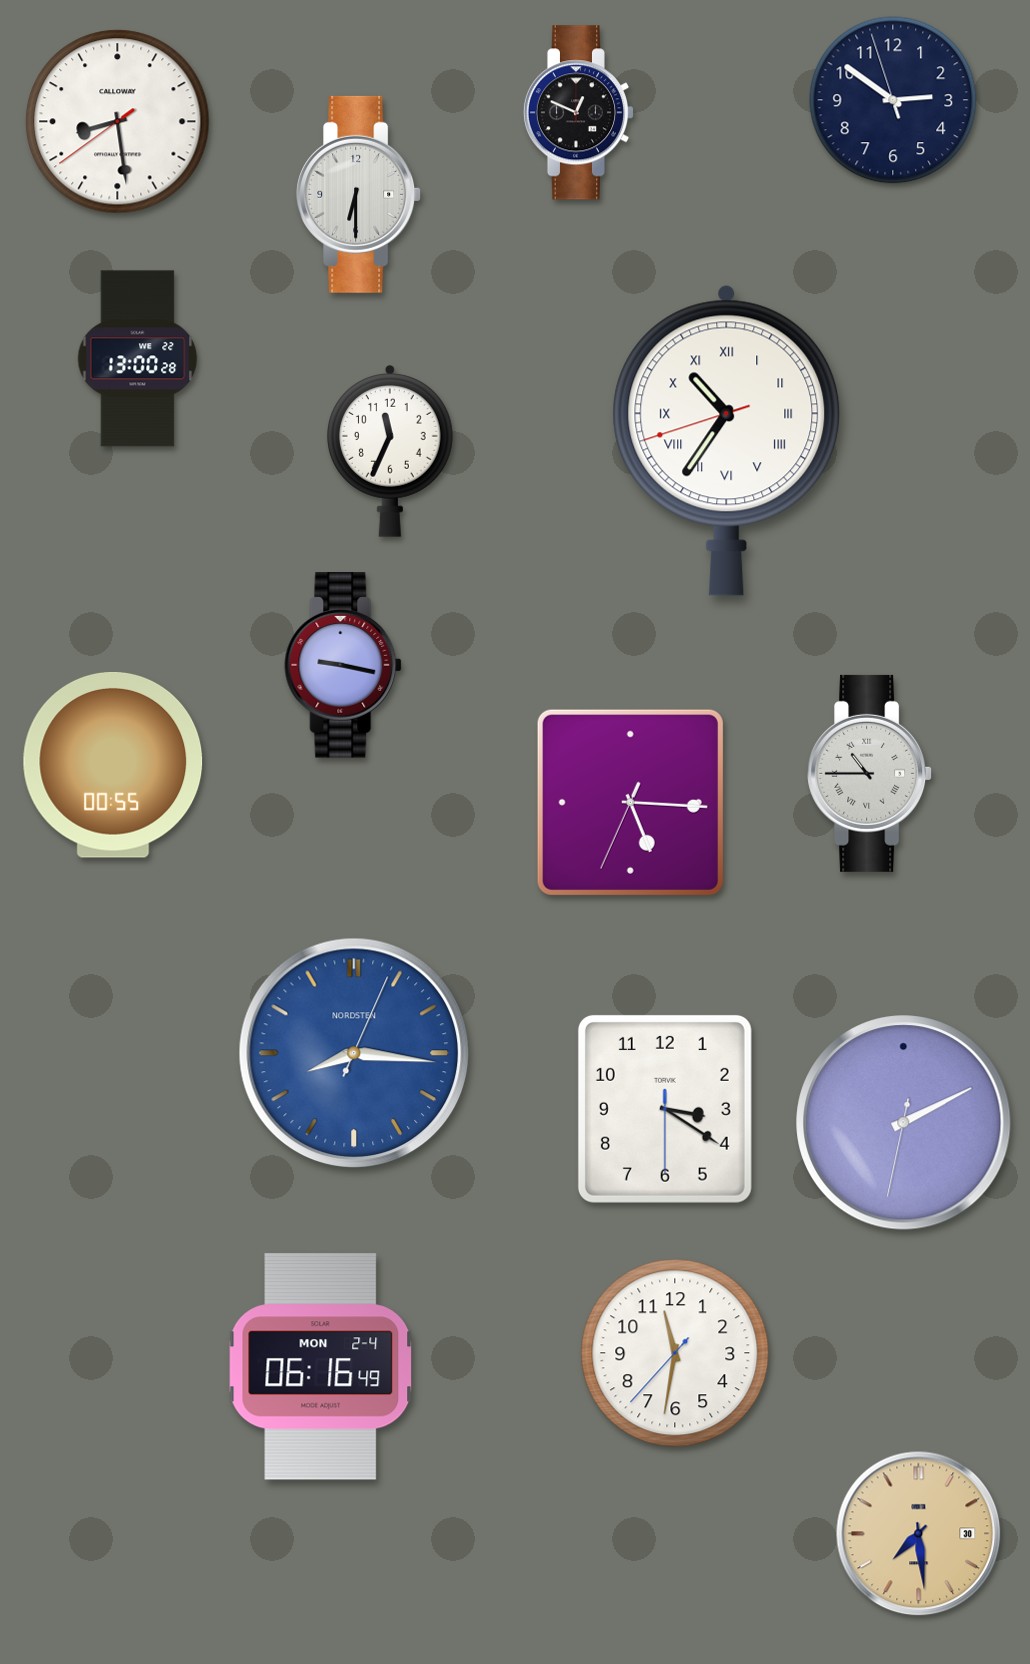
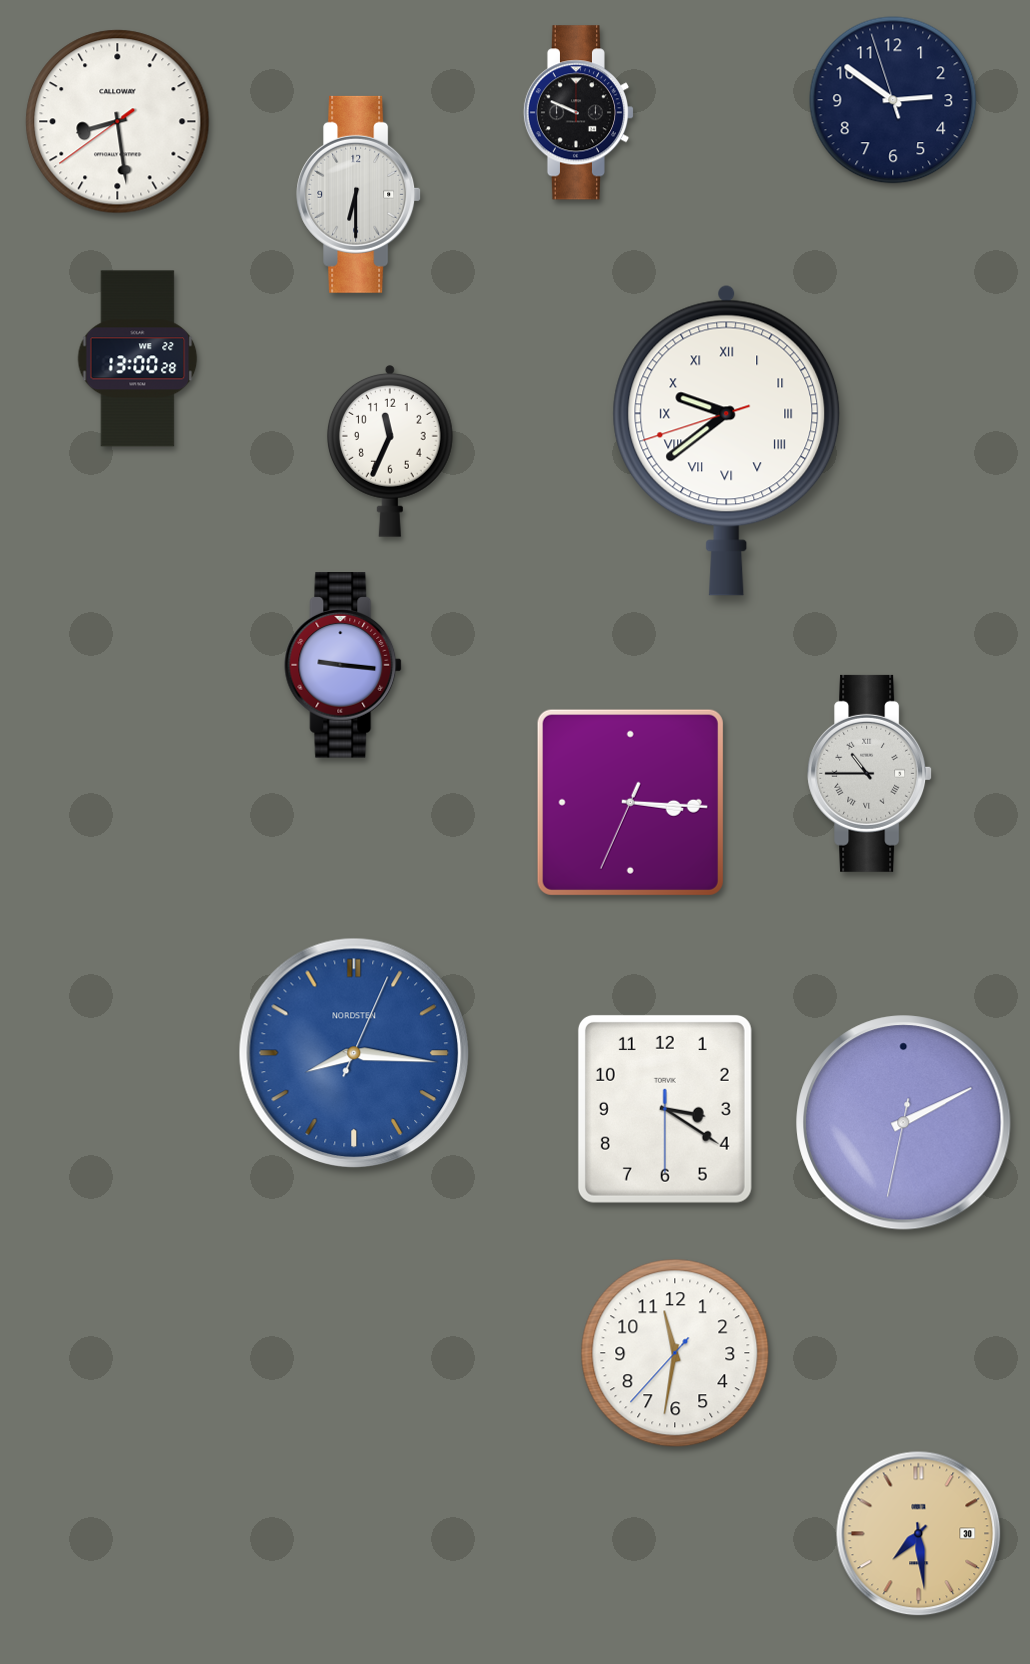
clock at (579, 113): 12:49 -> 9:49
clock at (727, 440): 10:35 -> 9:38
clock at (344, 665): 9:17 -> 9:16
clock at (113, 765): 00:55 -> none
clock at (630, 802): 5:15 -> 3:15
clock at (321, 1367): 06:16 -> none
